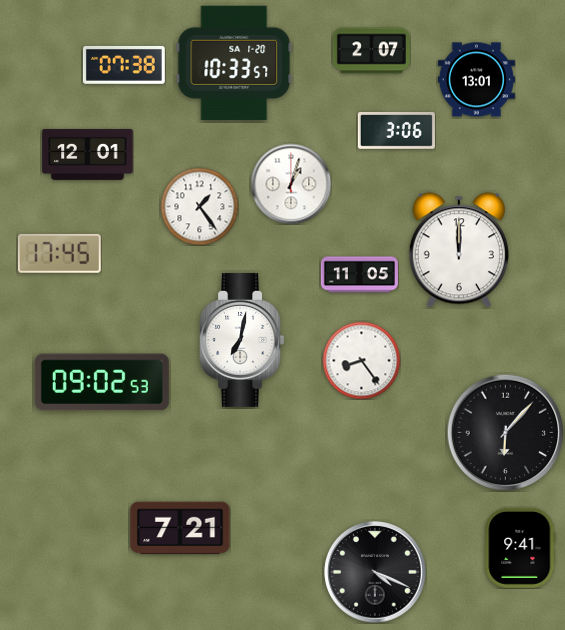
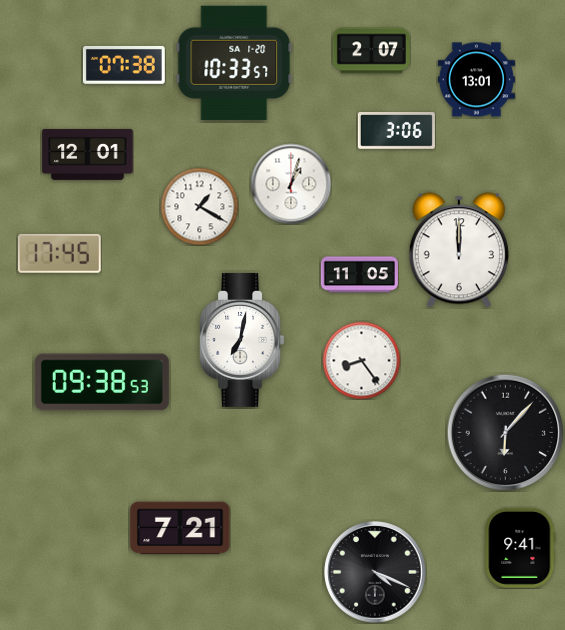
clock at (199, 206): 1:24 -> 1:20
clock at (102, 382): 09:02 -> 09:38
